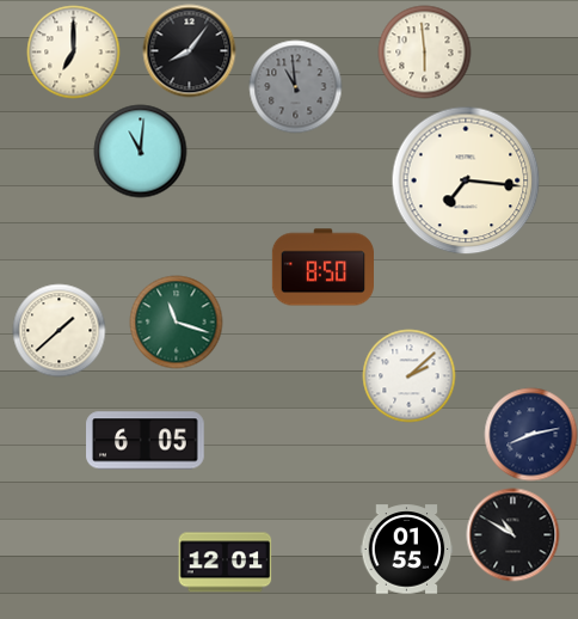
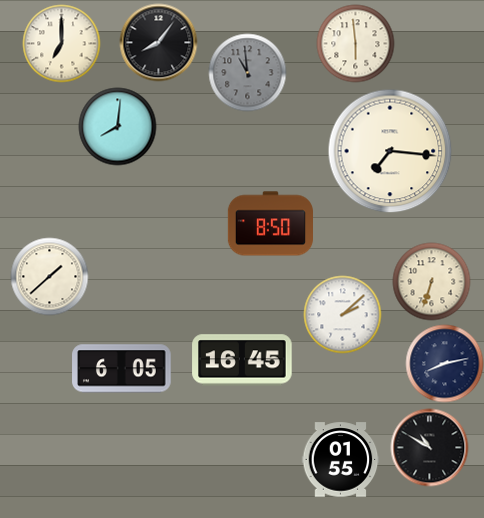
clock at (140, 151): 11:01 -> 8:01
clock at (176, 321): 11:18 -> none
clock at (431, 281): none -> 6:33
clock at (242, 360): none -> 16:45
clock at (225, 563): 12:01 -> none
